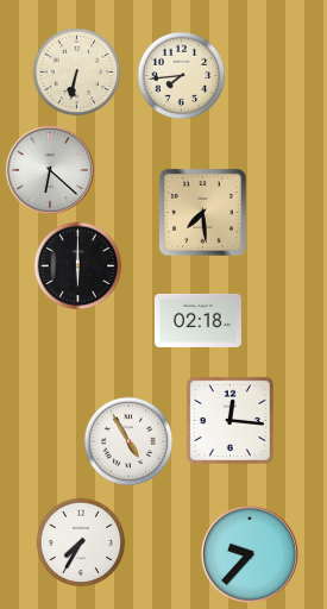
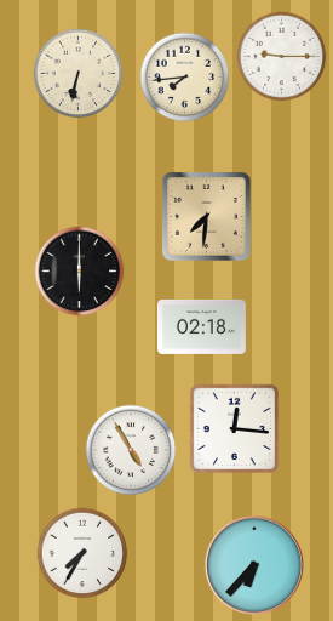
clock at (282, 57): none -> 9:15
clock at (50, 170): 6:22 -> none
clock at (203, 213): 7:29 -> 7:31
clock at (250, 554): 9:37 -> 6:37
